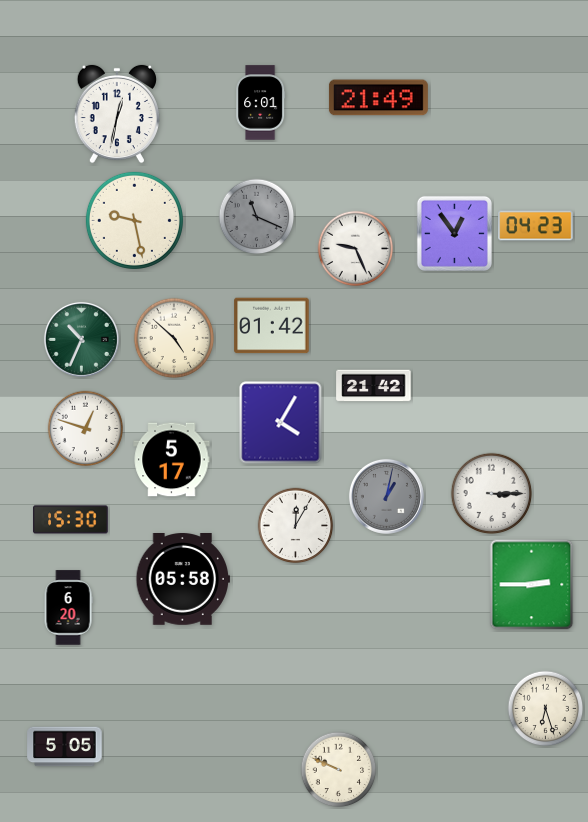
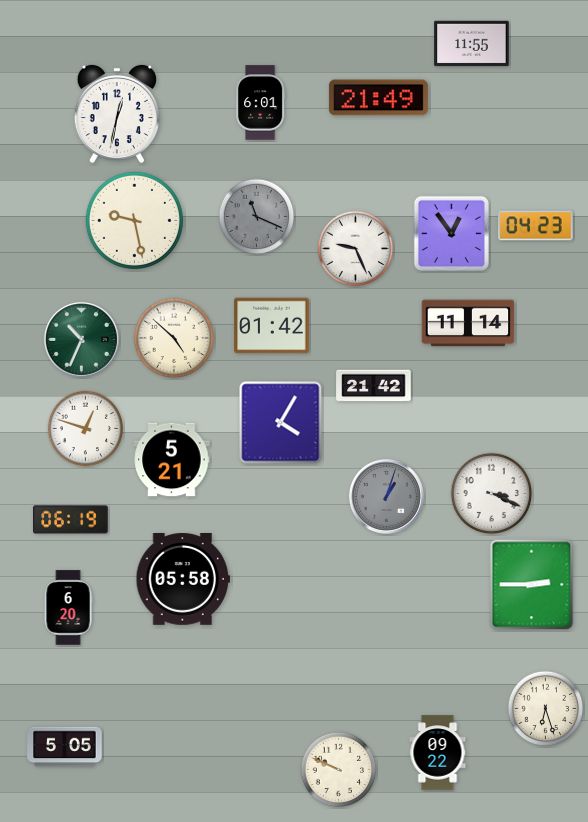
clock at (472, 44): none -> 11:55
clock at (454, 233) position: (454, 233) -> (451, 233)
clock at (468, 323): none -> 11:14
clock at (172, 460): 5:17 -> 5:21
clock at (492, 494): 3:15 -> 3:19
clock at (386, 496): 1:02 -> 1:03
clock at (71, 520): 15:30 -> 06:19
clock at (296, 526): 12:05 -> none
clock at (438, 753): none -> 09:22
